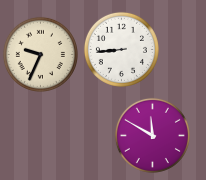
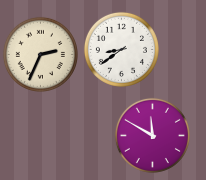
clock at (121, 49): 8:44 -> 8:39
clock at (40, 54): 9:34 -> 2:34
